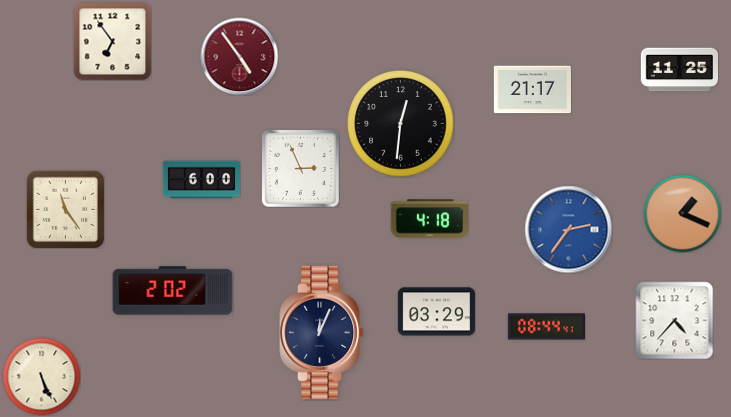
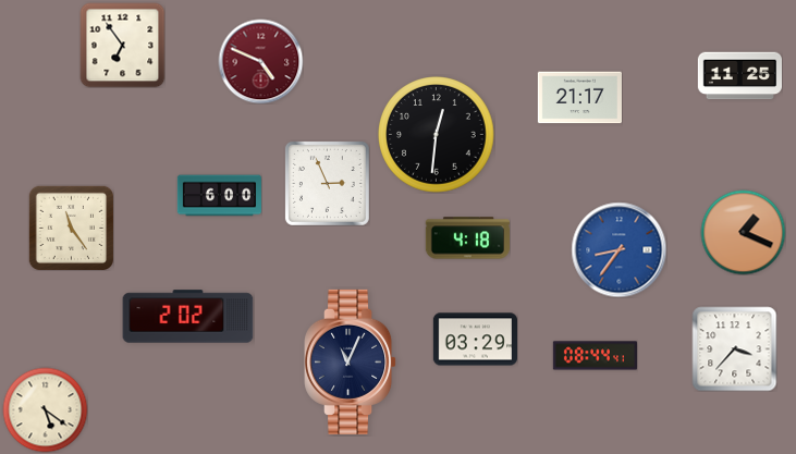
clock at (239, 56): 4:54 -> 4:49
clock at (568, 229): 2:36 -> 8:36
clock at (674, 320): 4:37 -> 3:37
clock at (322, 332): 12:04 -> 11:04
clock at (41, 376): 5:26 -> 5:21
